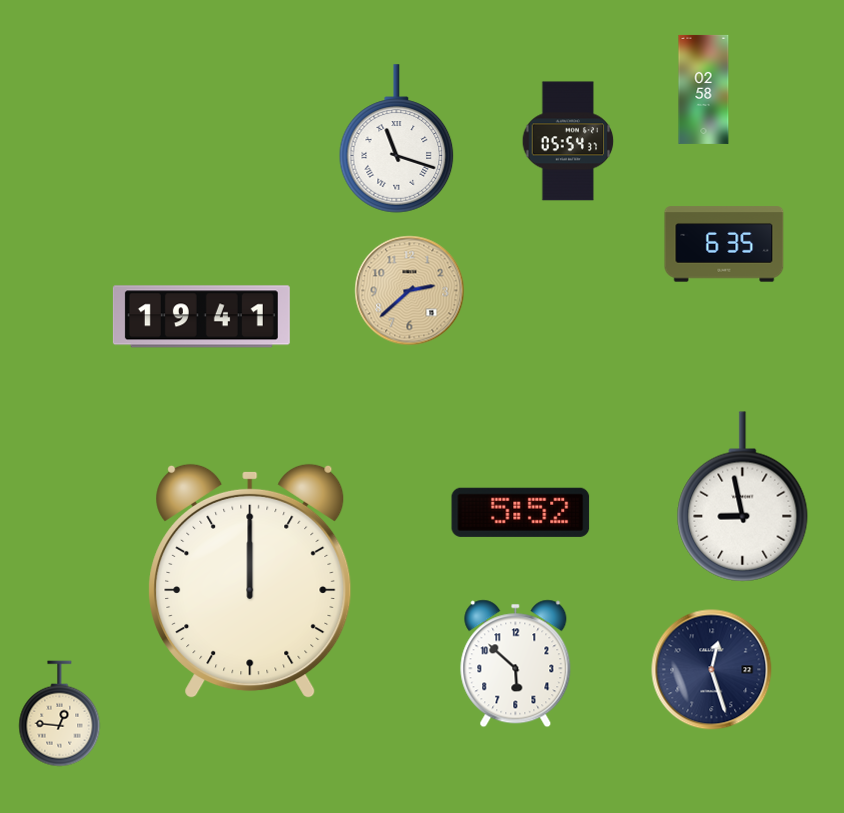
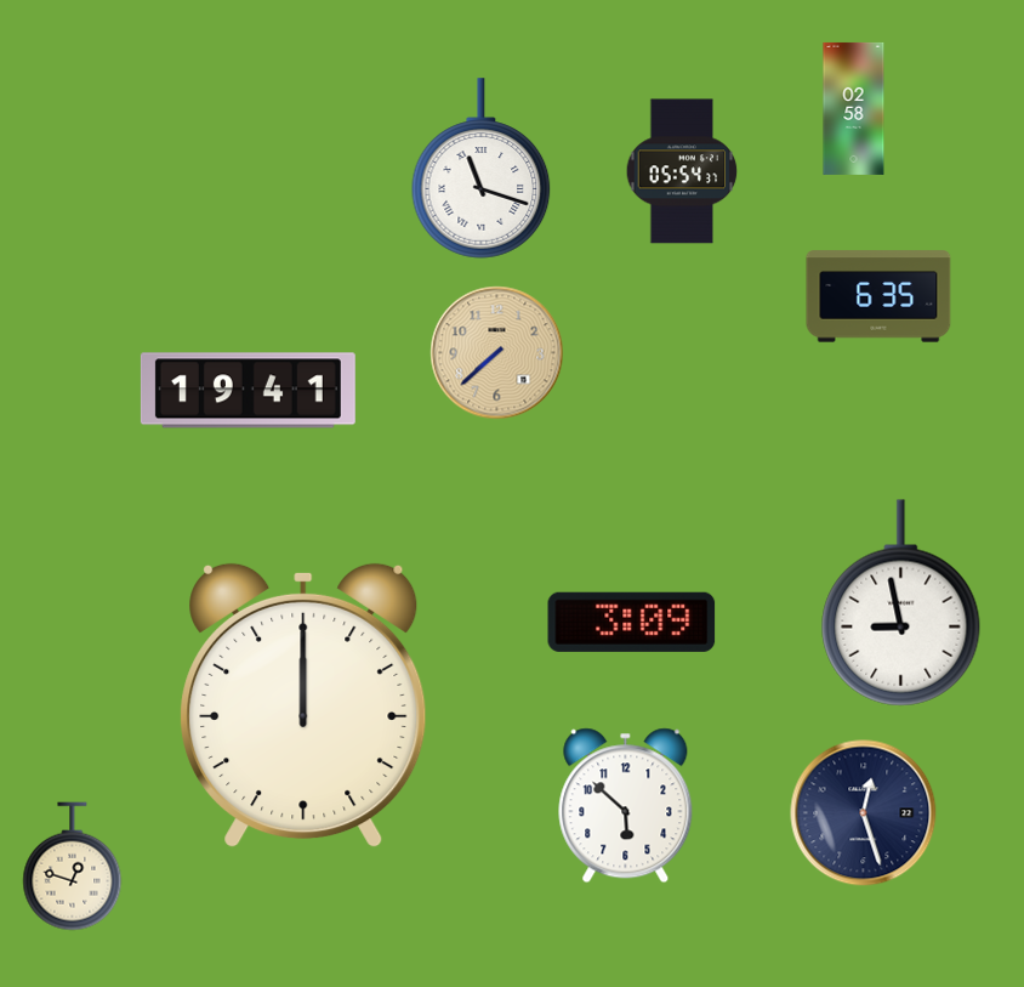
clock at (568, 141) position: (568, 141) -> (682, 171)
clock at (410, 291): 2:38 -> 7:38
clock at (201, 317) position: (201, 317) -> (248, 391)
clock at (521, 512): 5:52 -> 3:09
clock at (60, 714): 12:46 -> 12:48
